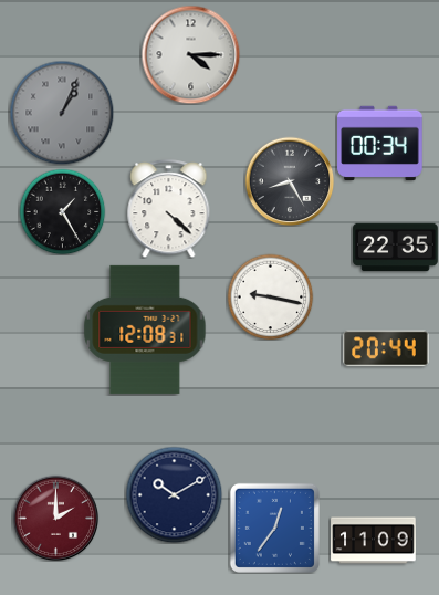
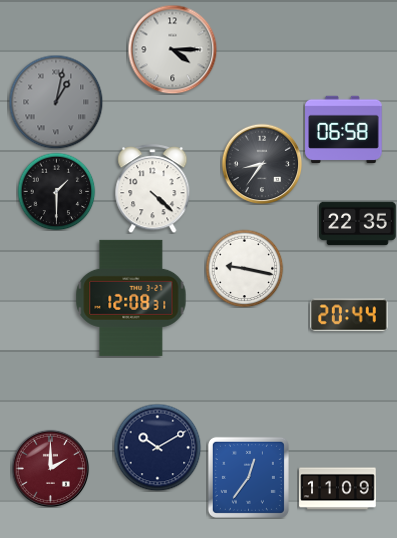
clock at (62, 113): 1:04 -> 1:02
clock at (380, 144): 00:34 -> 06:58
clock at (290, 181): 8:25 -> 8:36
clock at (62, 211): 1:25 -> 1:30
